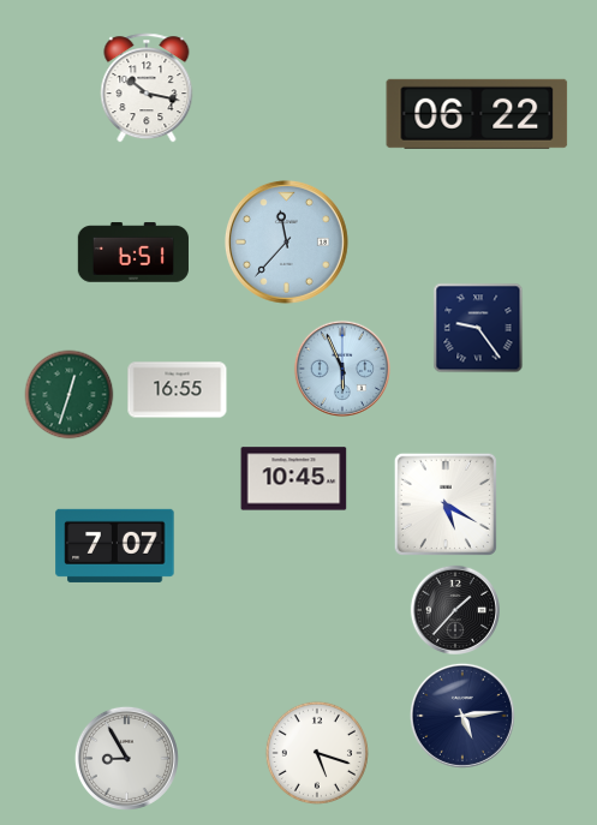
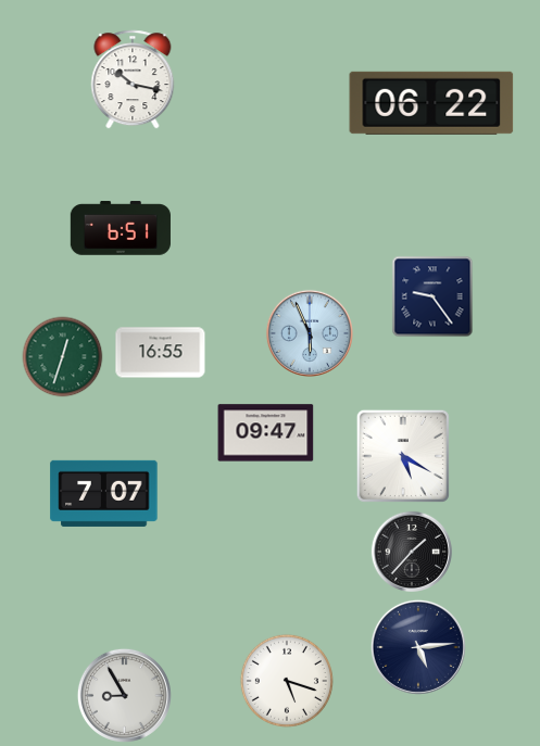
clock at (286, 241): 11:37 -> none
clock at (294, 479): 10:45 -> 09:47
clock at (126, 758) position: (126, 758) -> (124, 695)
